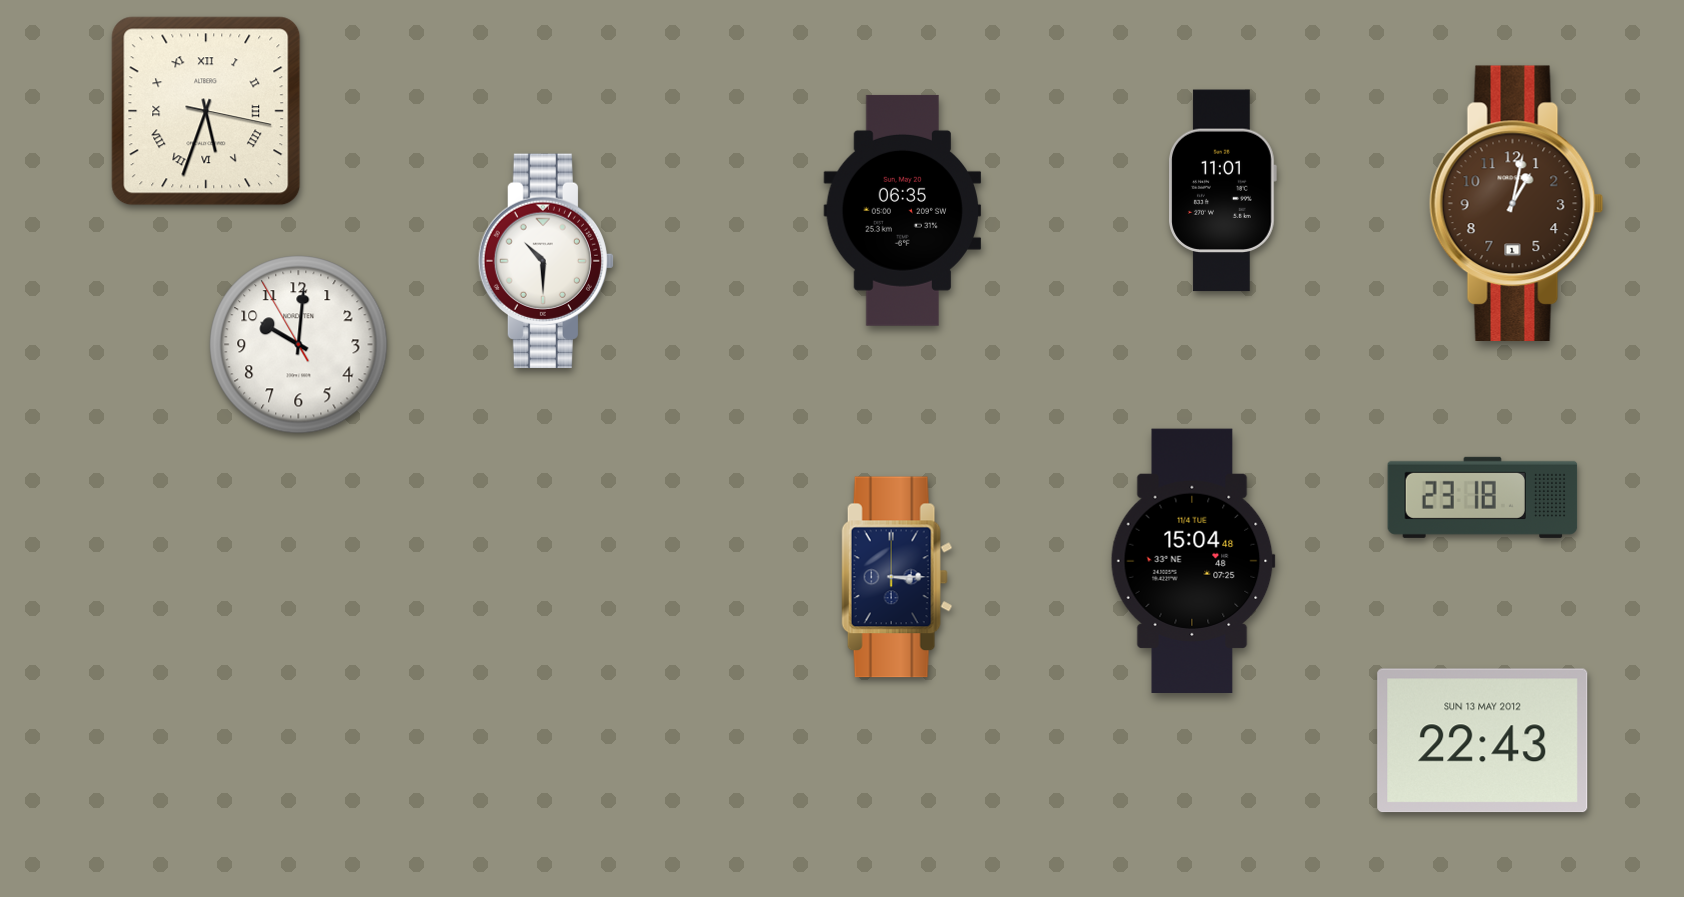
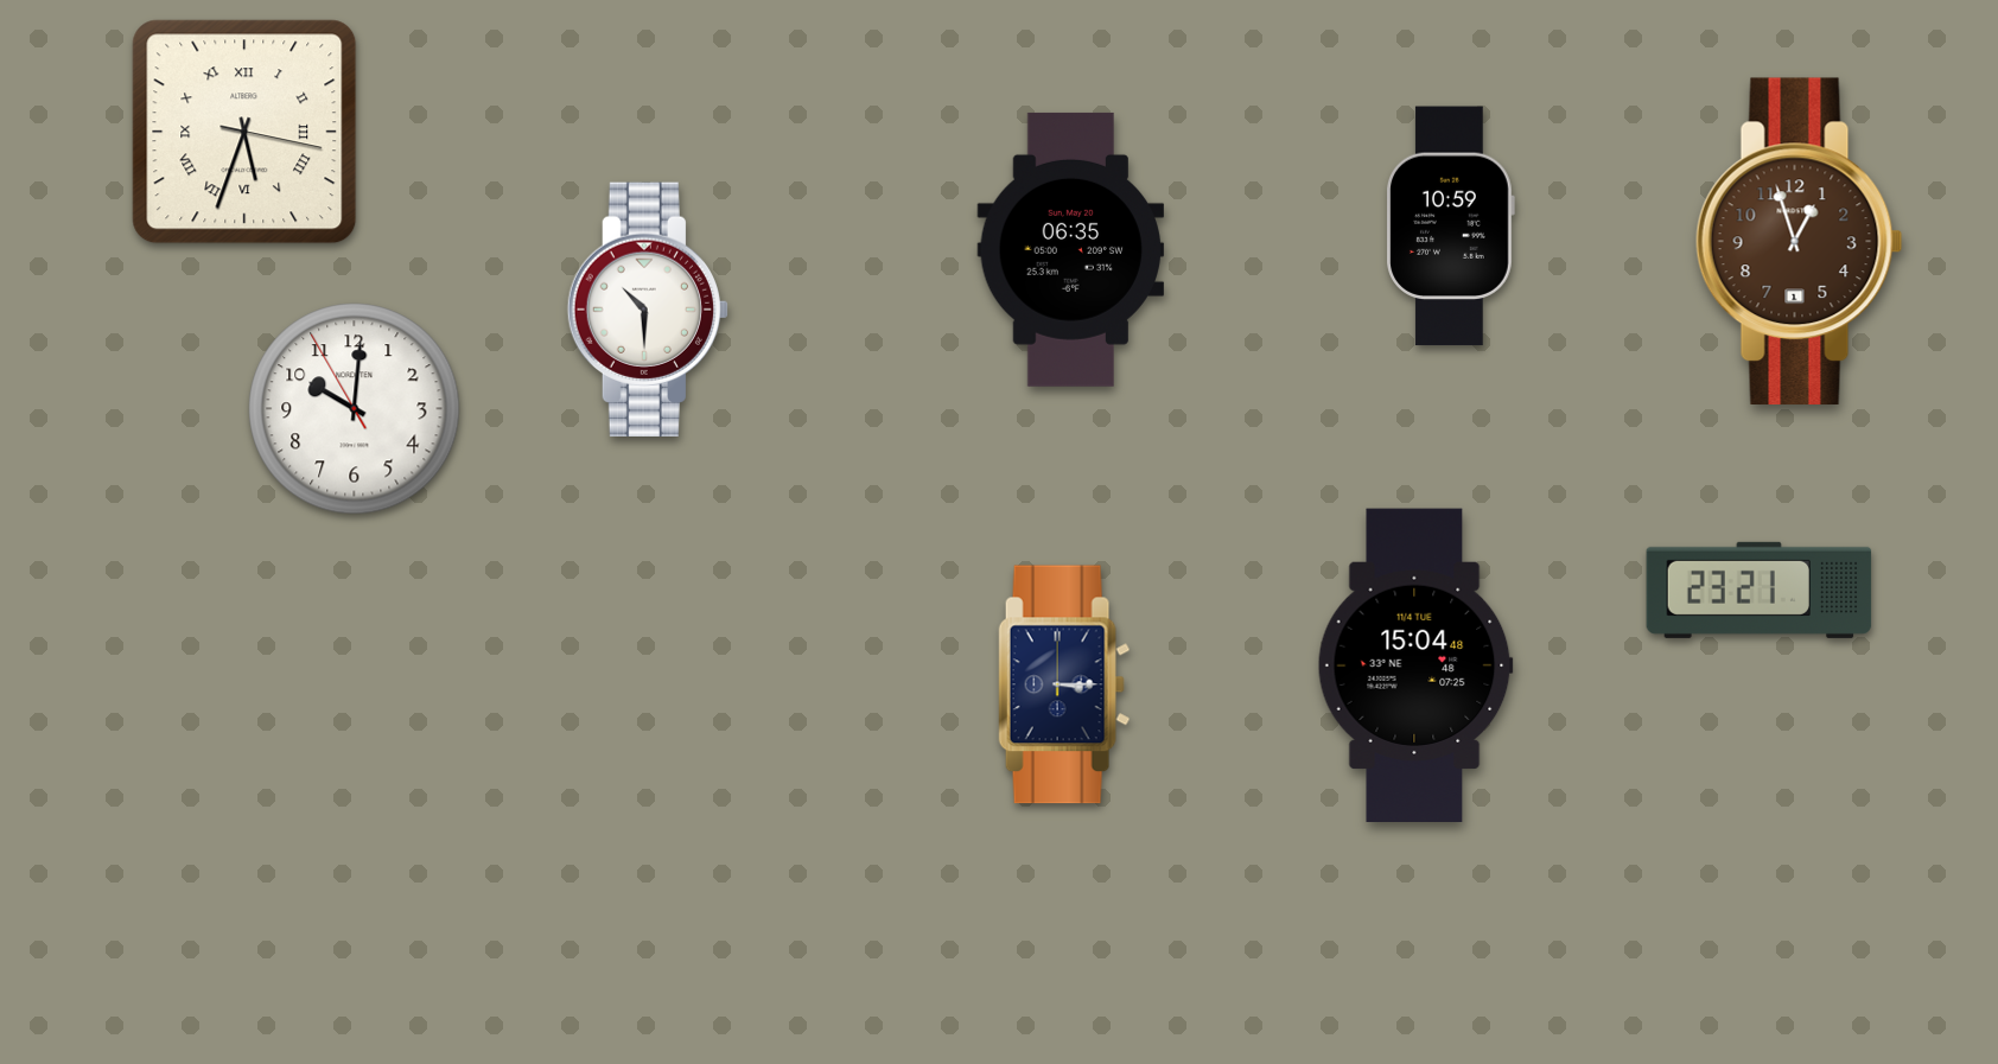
clock at (1222, 191): 11:01 -> 10:59
clock at (1516, 203): 1:02 -> 12:57
clock at (1483, 497): 23:18 -> 23:21
clock at (1483, 741): 22:43 -> none
